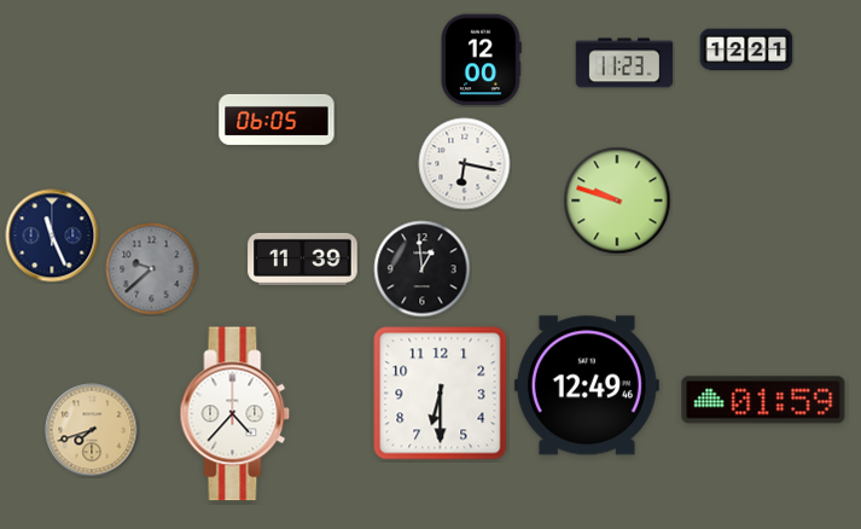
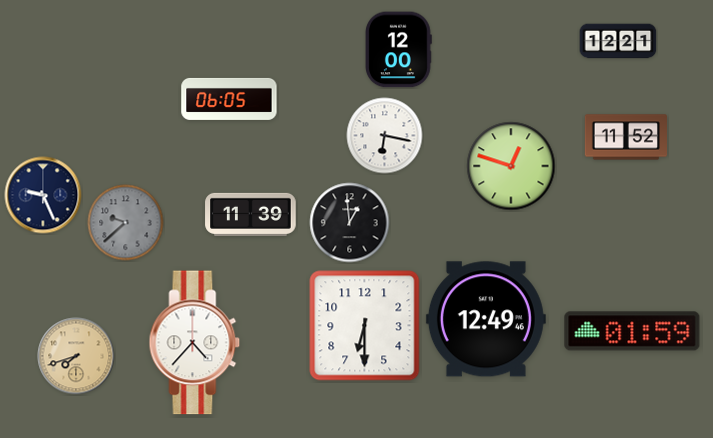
clock at (624, 63): 11:23 -> none
clock at (625, 137): none -> 11:52
clock at (617, 200): 9:48 -> 12:48
clock at (52, 236): 11:26 -> 9:26
